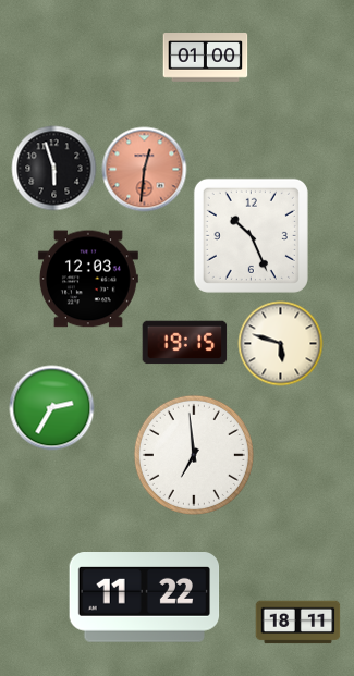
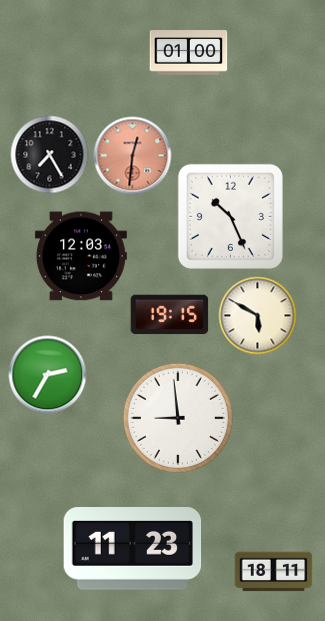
clock at (53, 168): 5:57 -> 7:25
clock at (280, 343): 5:48 -> 5:50
clock at (194, 455): 6:59 -> 8:59
clock at (145, 598): 11:22 -> 11:23
